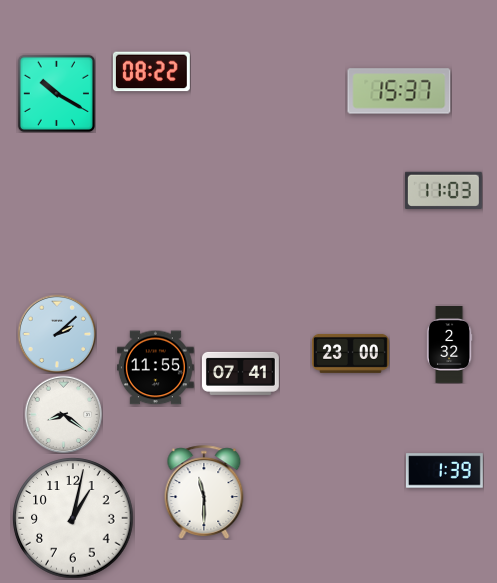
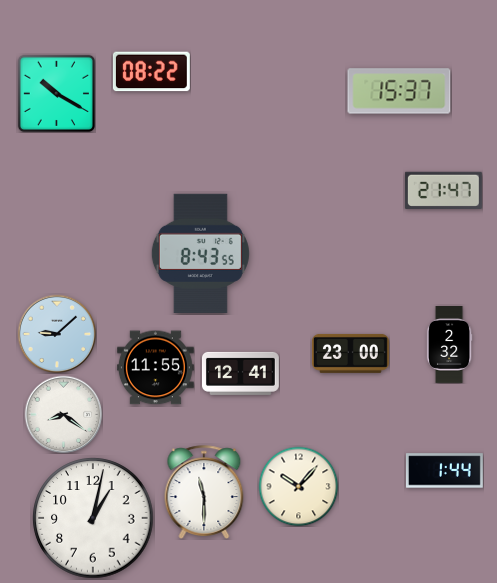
clock at (443, 190): 11:03 -> 21:47
clock at (200, 253): none -> 8:43
clock at (57, 334): 2:08 -> 9:08
clock at (240, 373): 07:41 -> 12:41
clock at (444, 471): 1:39 -> 1:44
clock at (298, 486): none -> 10:07
clock at (73, 518) position: (73, 518) -> (93, 518)
